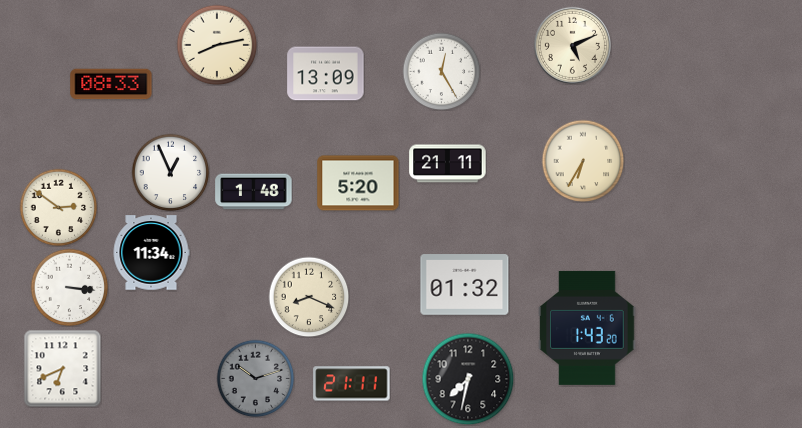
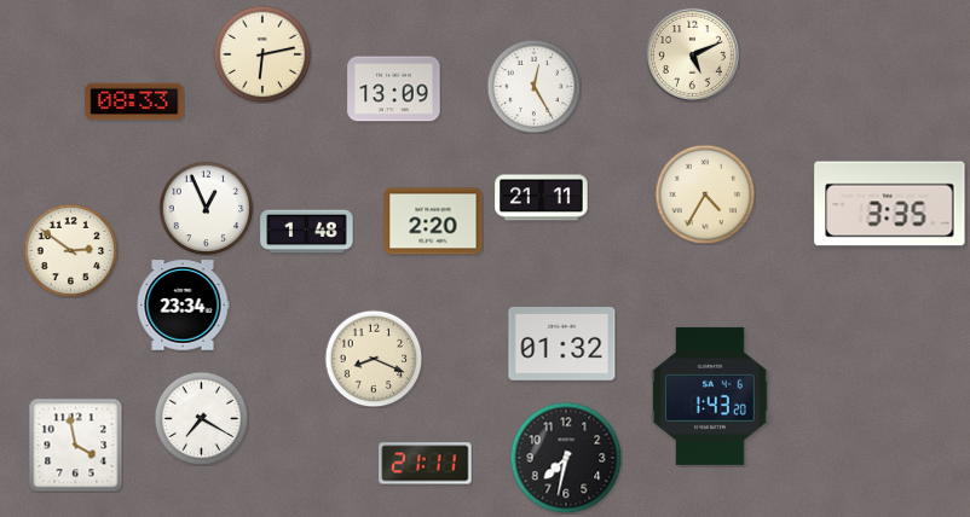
clock at (217, 45): 8:13 -> 6:13
clock at (583, 161): 6:35 -> 4:35
clock at (890, 204): none -> 3:35
clock at (358, 183): 5:20 -> 2:20
clock at (151, 253): 11:34 -> 23:34
clock at (69, 287): 3:16 -> none
clock at (201, 418): none -> 7:20
clock at (62, 368): 6:41 -> 3:58
clock at (255, 378): 10:12 -> none
